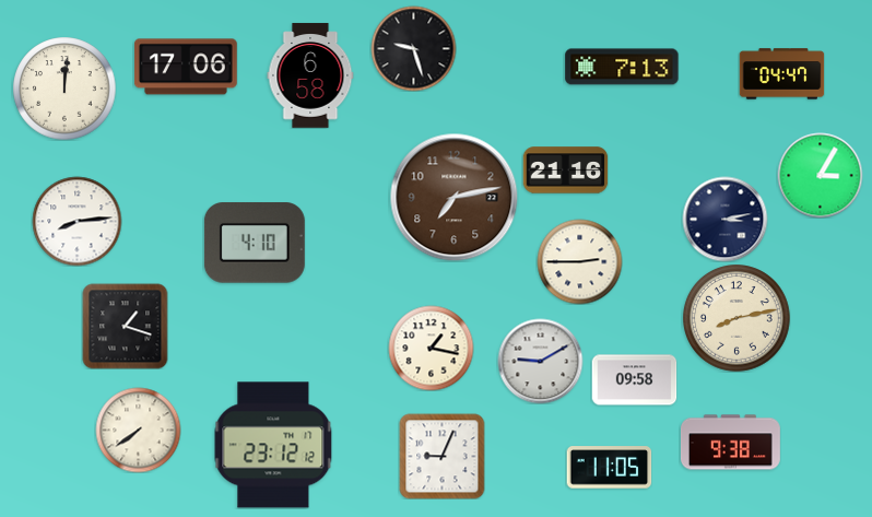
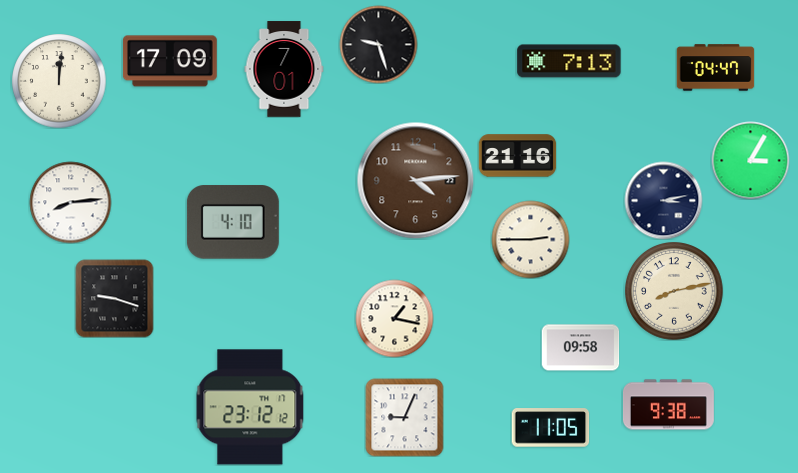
clock at (186, 67): 17:06 -> 17:09
clock at (310, 75): 6:58 -> 7:01
clock at (453, 197): 7:13 -> 4:14
clock at (125, 326): 1:18 -> 9:18
clock at (540, 361): 9:10 -> none
clock at (138, 430): 7:39 -> none
clock at (609, 468) position: (609, 468) -> (550, 428)
